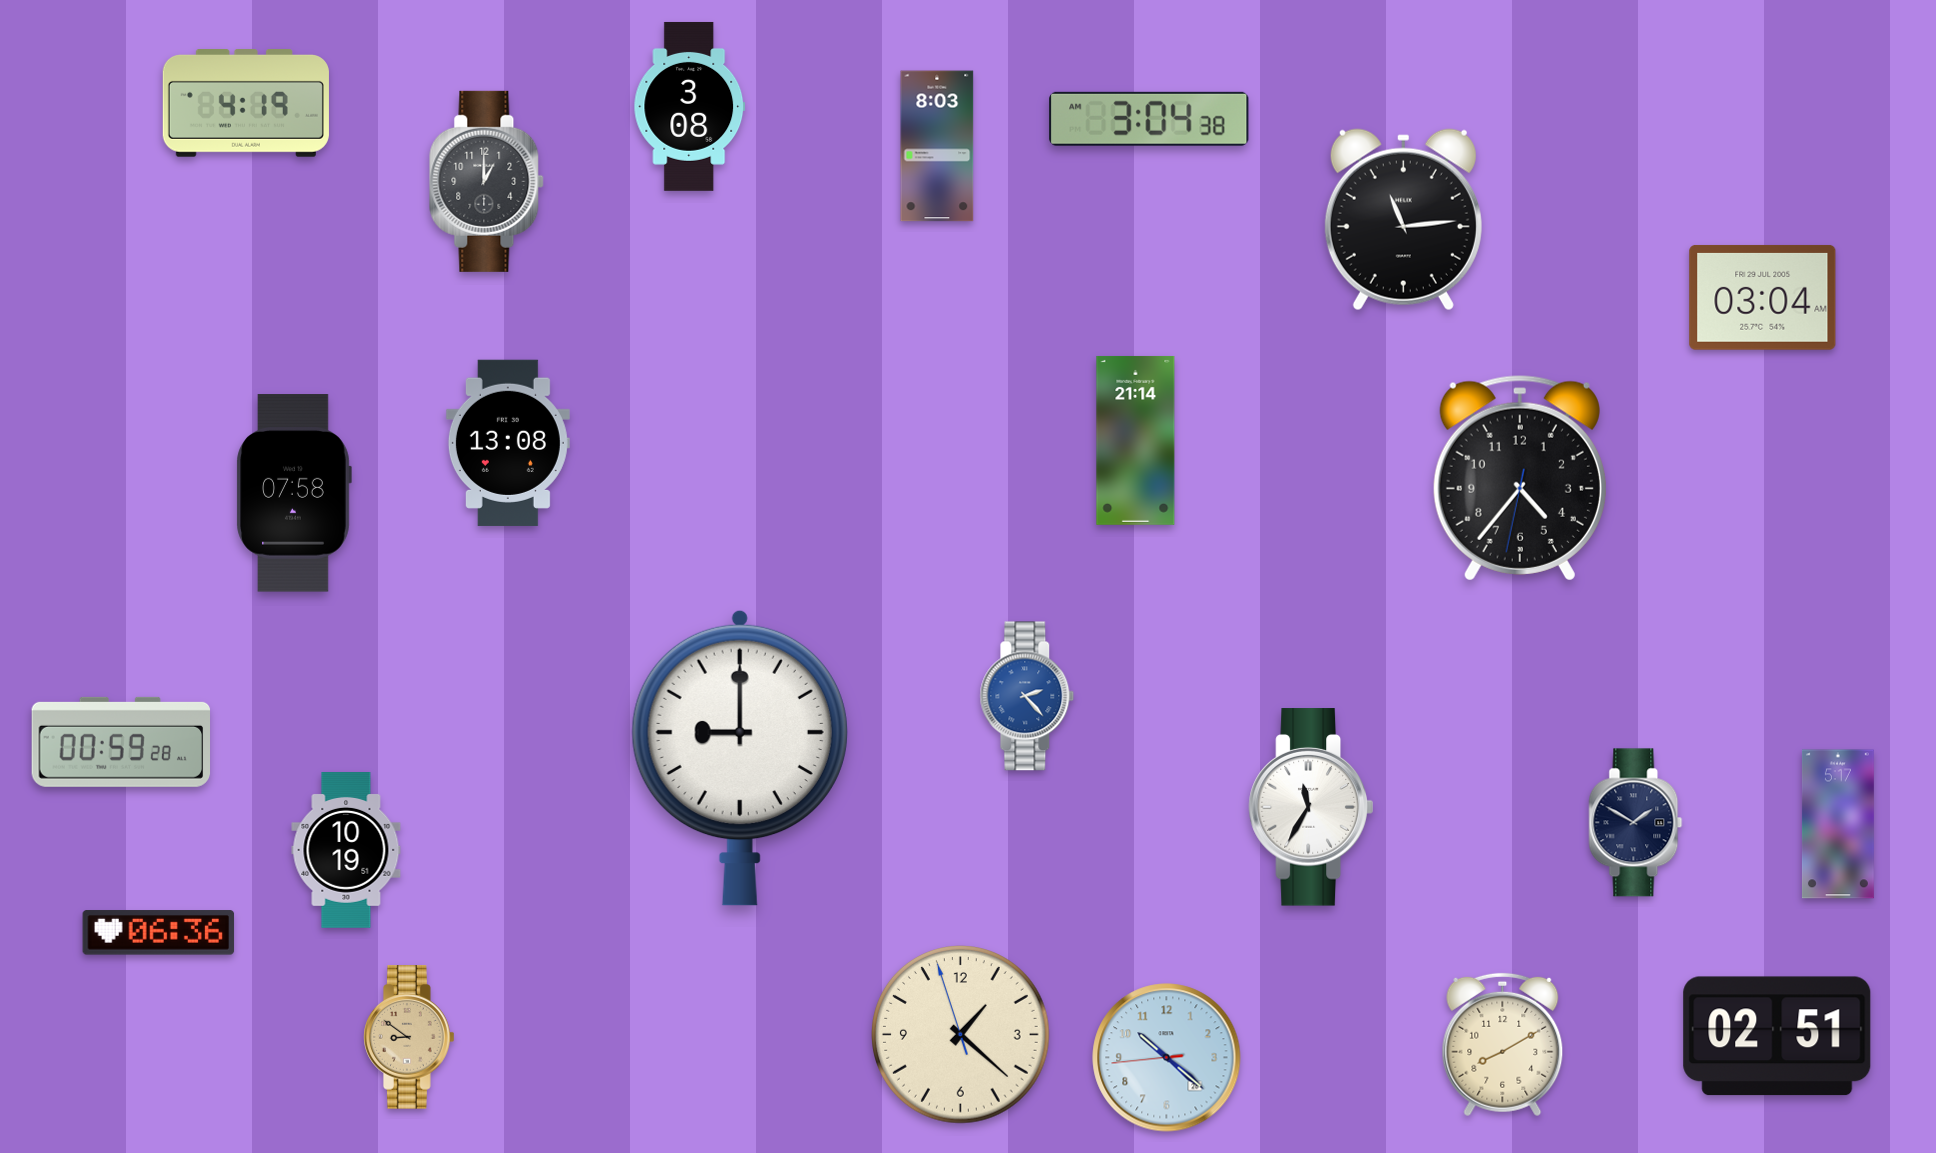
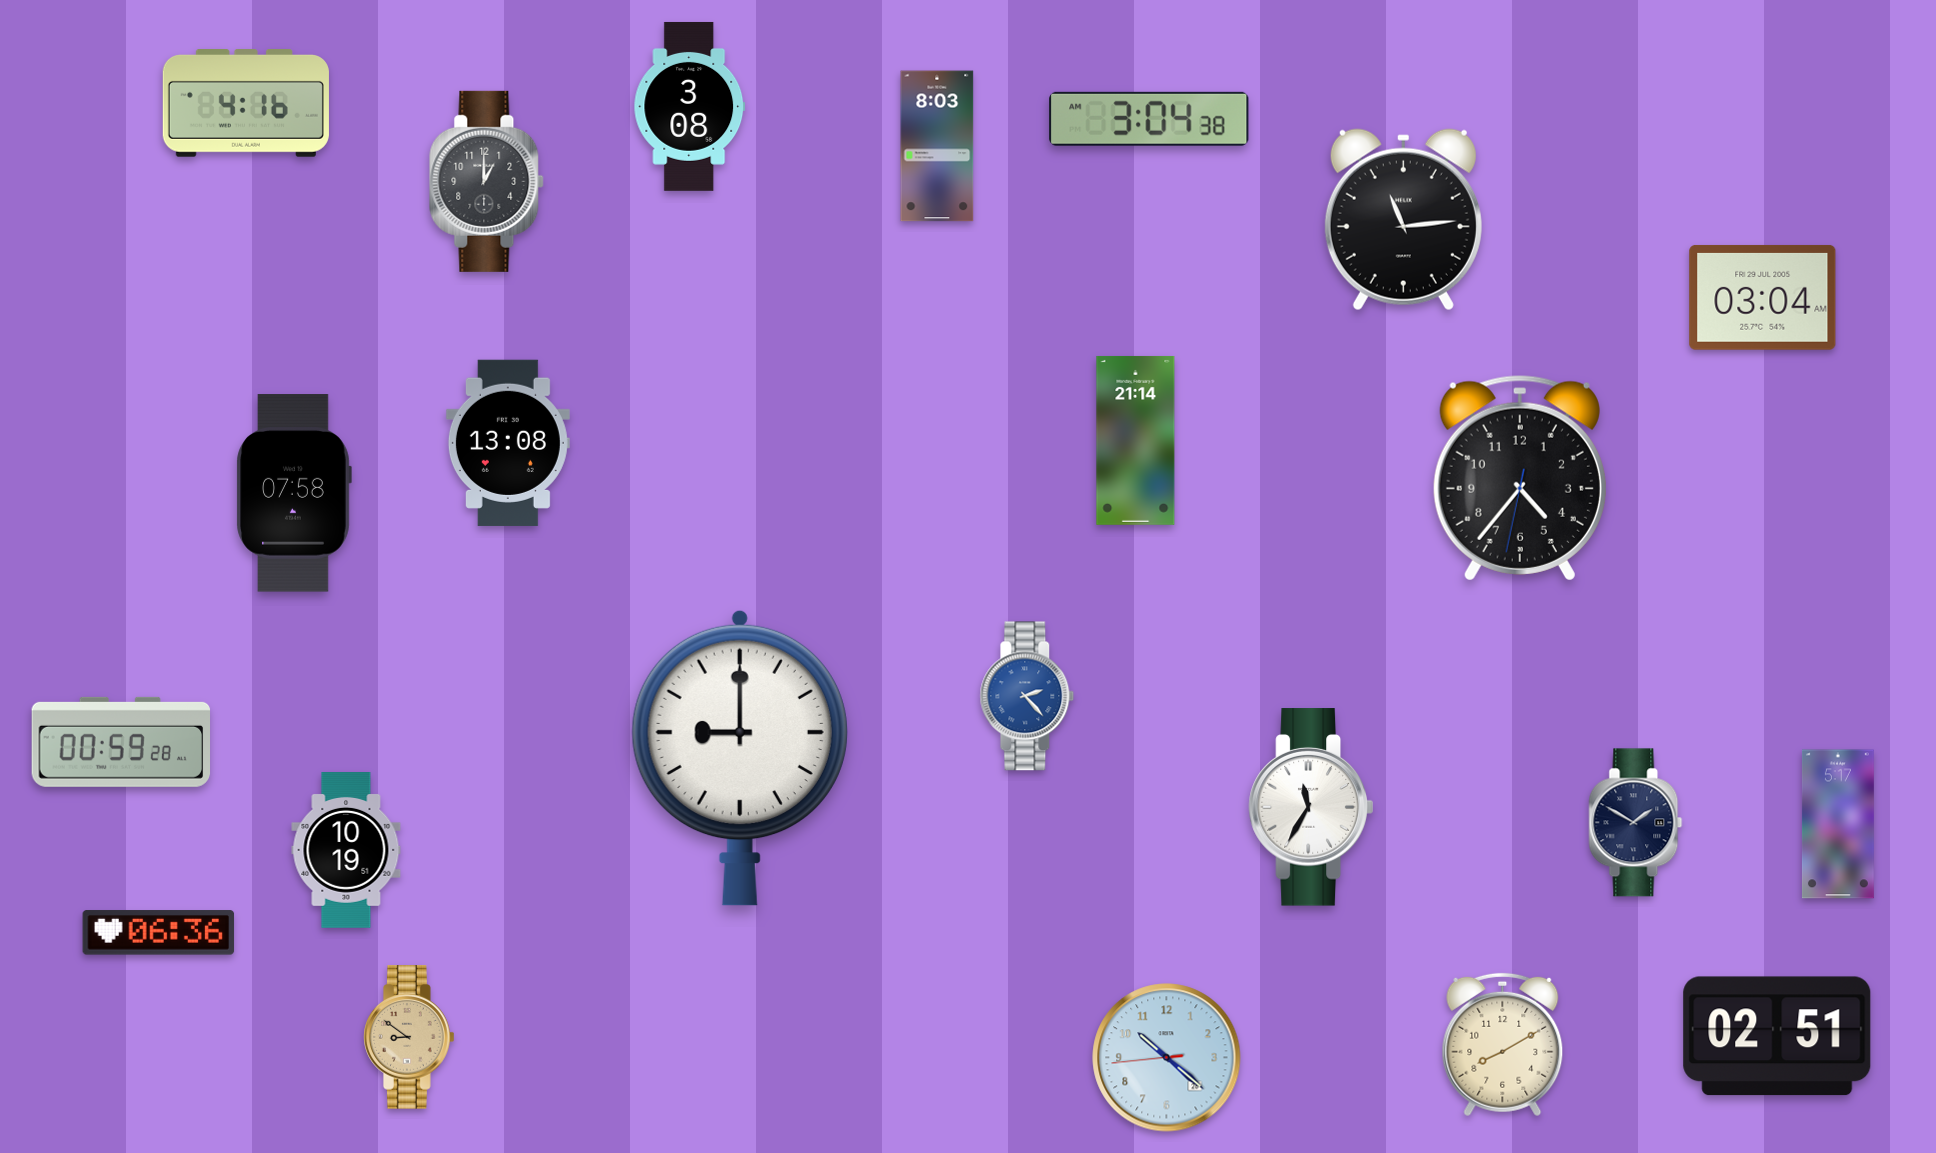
clock at (246, 104): 4:19 -> 4:16
clock at (961, 1035): 1:21 -> none
